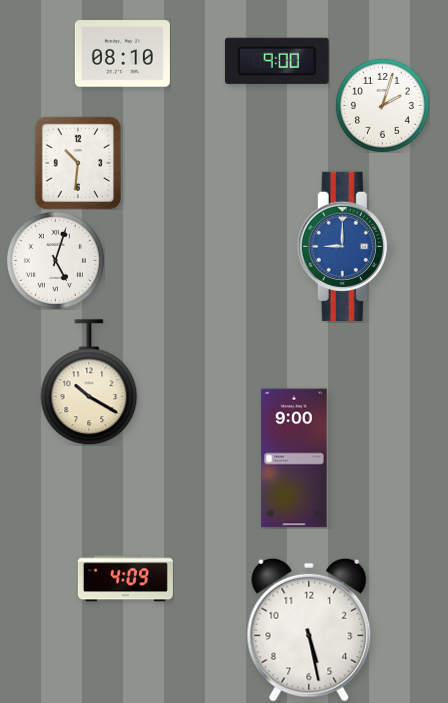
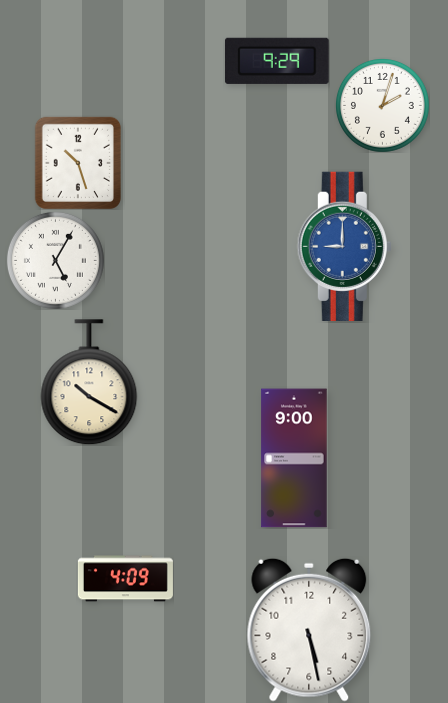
clock at (122, 54): 08:10 -> none
clock at (277, 61): 9:00 -> 9:29
clock at (77, 162): 10:31 -> 10:27
clock at (55, 260): 5:03 -> 5:05
